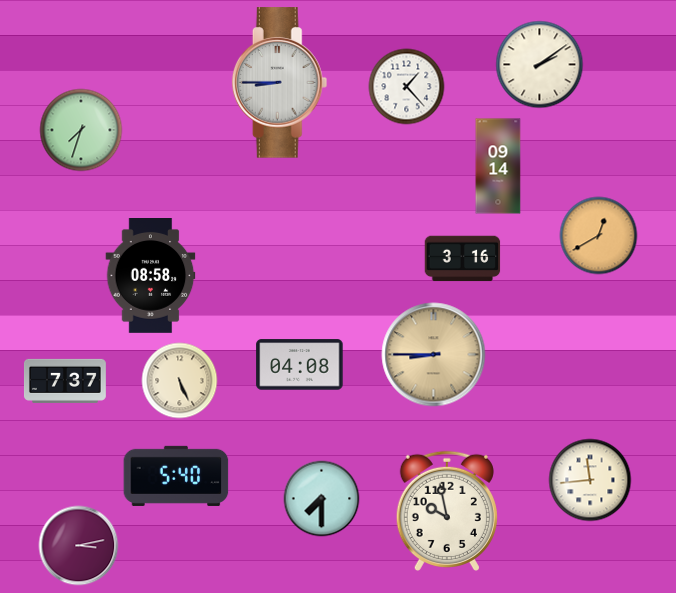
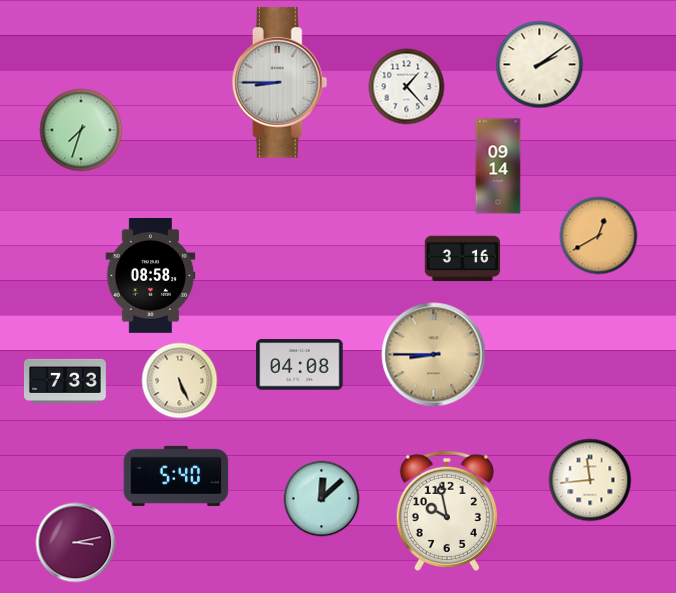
clock at (65, 381): 7:37 -> 7:33
clock at (322, 499): 7:30 -> 12:08
clock at (79, 546) position: (79, 546) -> (76, 543)
